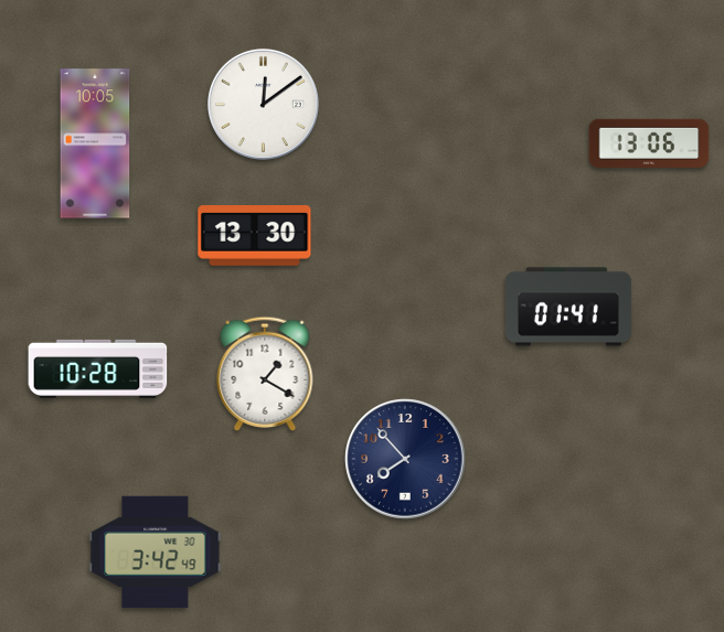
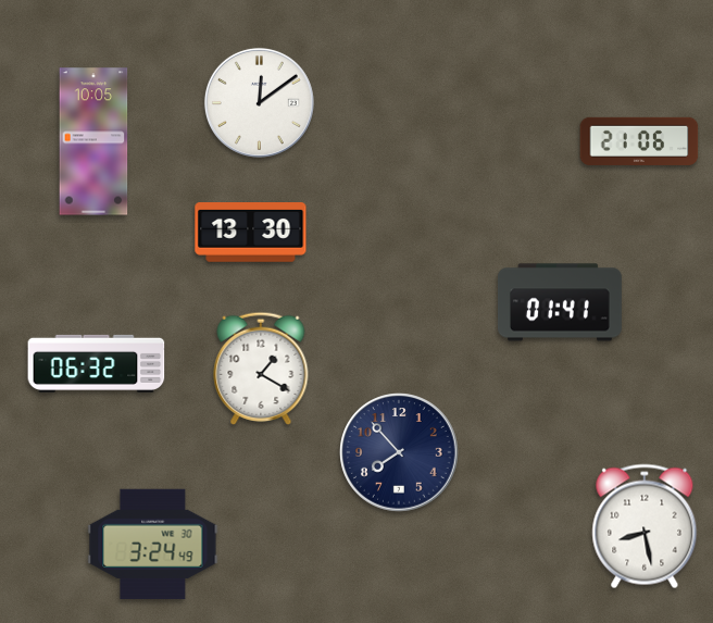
clock at (649, 143): 13:06 -> 21:06
clock at (98, 368): 10:28 -> 06:32
clock at (645, 526): none -> 8:28
clock at (156, 553): 3:42 -> 3:24
